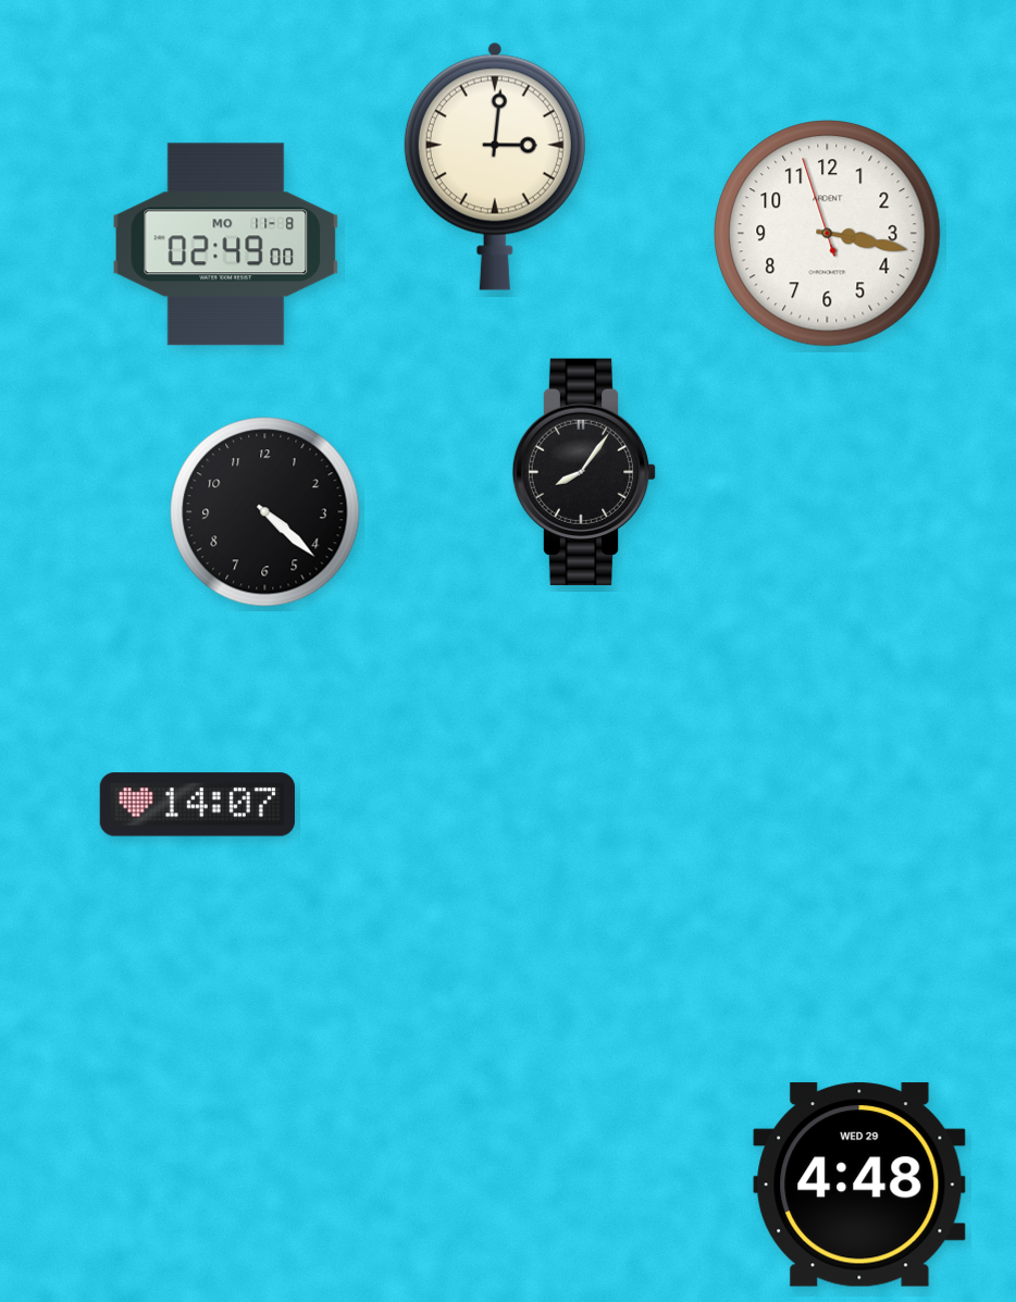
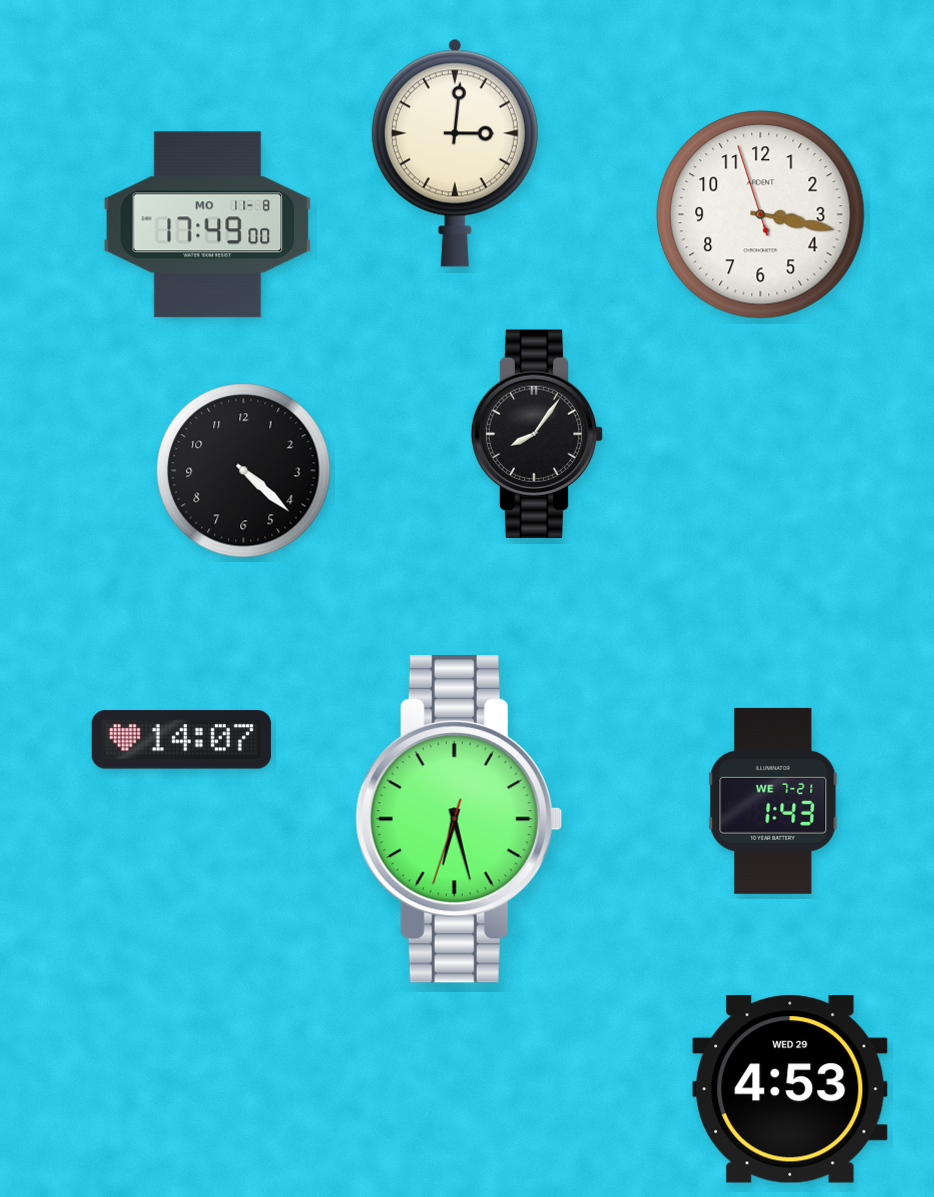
clock at (226, 245): 02:49 -> 17:49
clock at (773, 801): none -> 1:43
clock at (459, 819): none -> 6:27
clock at (859, 1185): 4:48 -> 4:53
